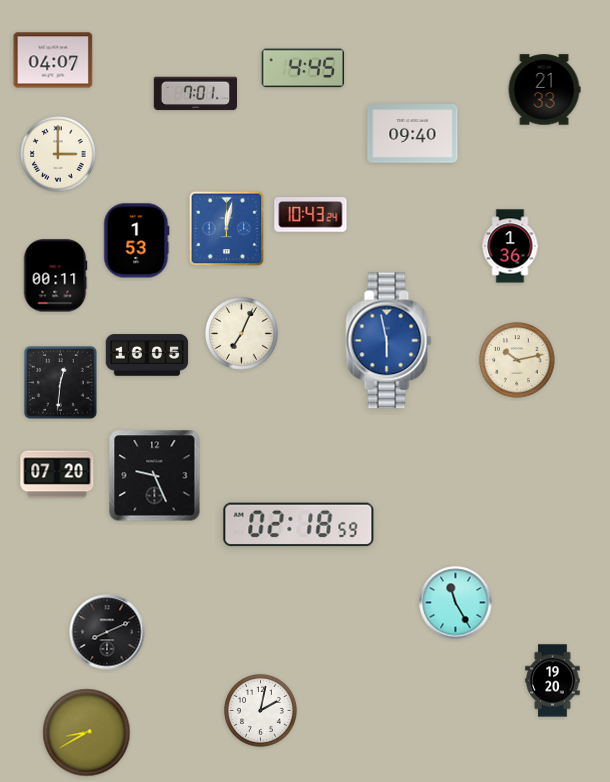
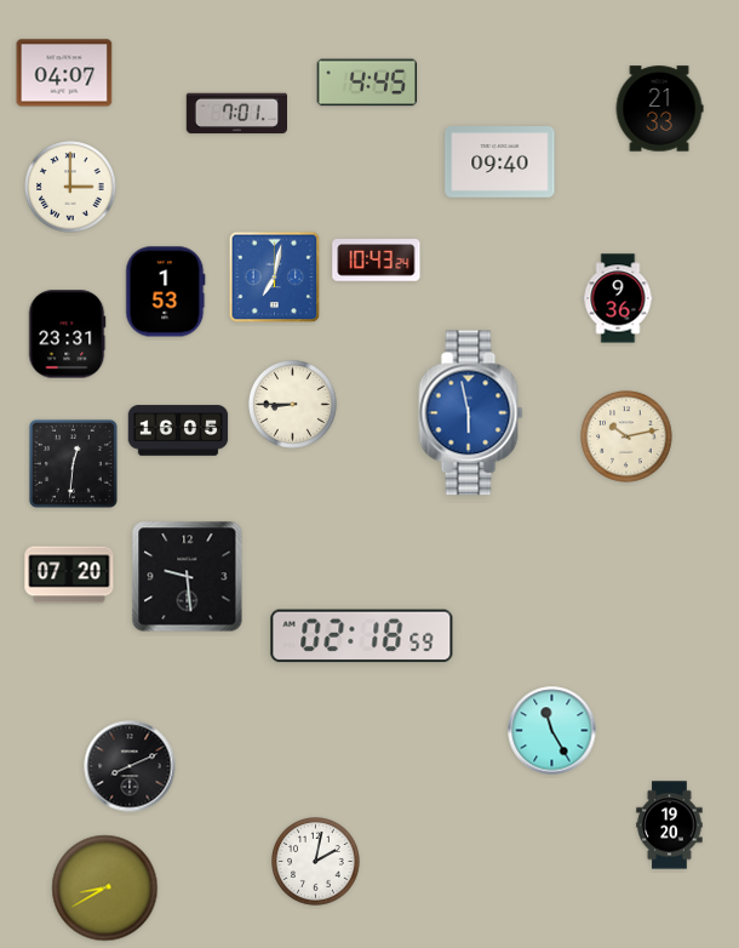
clock at (227, 229): 12:02 -> 7:02
clock at (510, 246): 1:36 -> 9:36
clock at (55, 276): 00:11 -> 23:31
clock at (242, 334): 7:04 -> 8:45
clock at (155, 476): 9:26 -> 9:29
